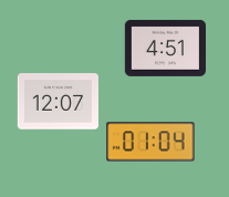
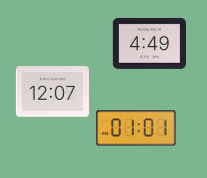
clock at (165, 48): 4:51 -> 4:49
clock at (150, 142): 01:04 -> 01:01
